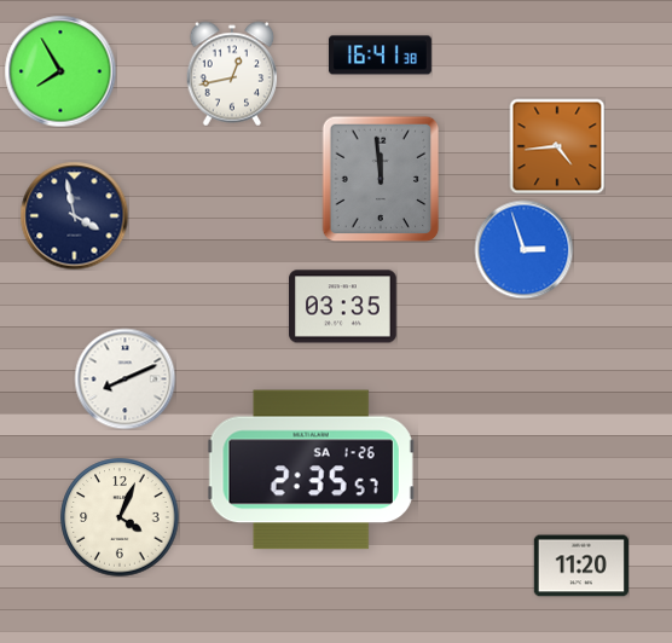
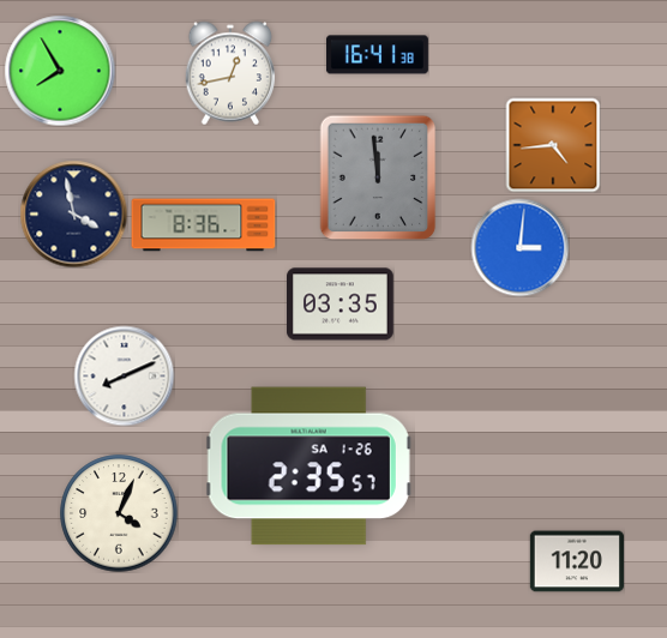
clock at (204, 225): none -> 8:36
clock at (523, 249): 2:57 -> 3:01
